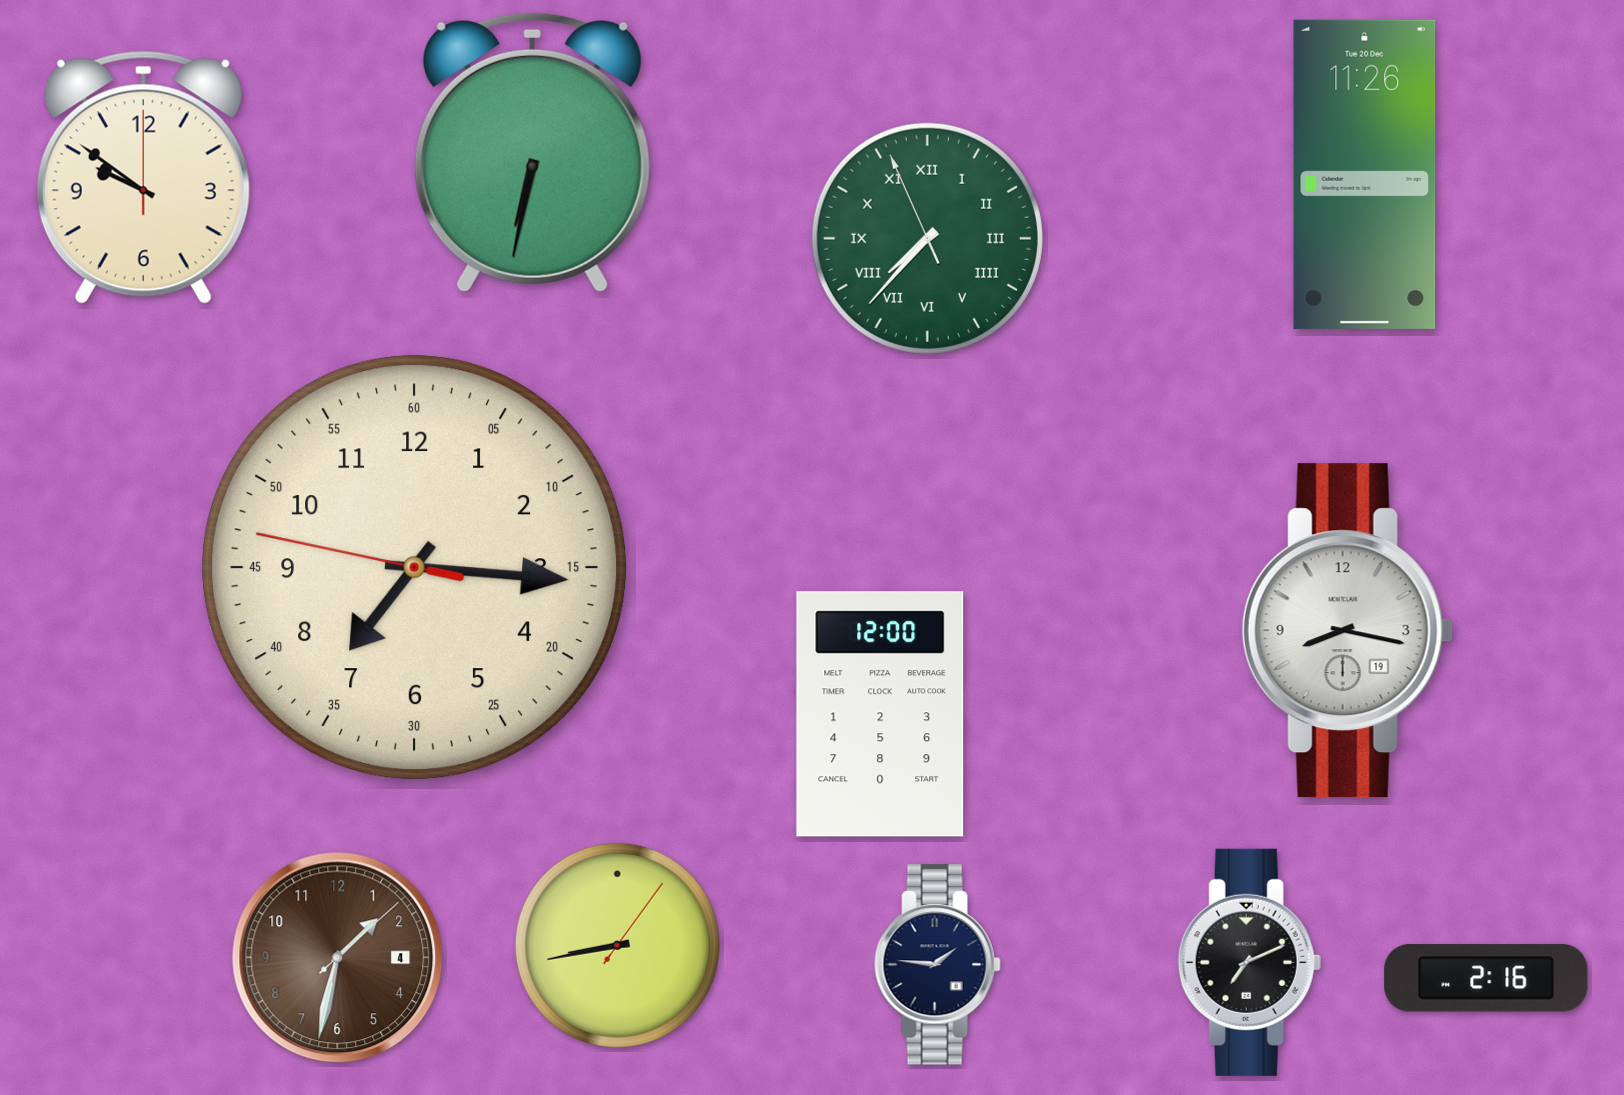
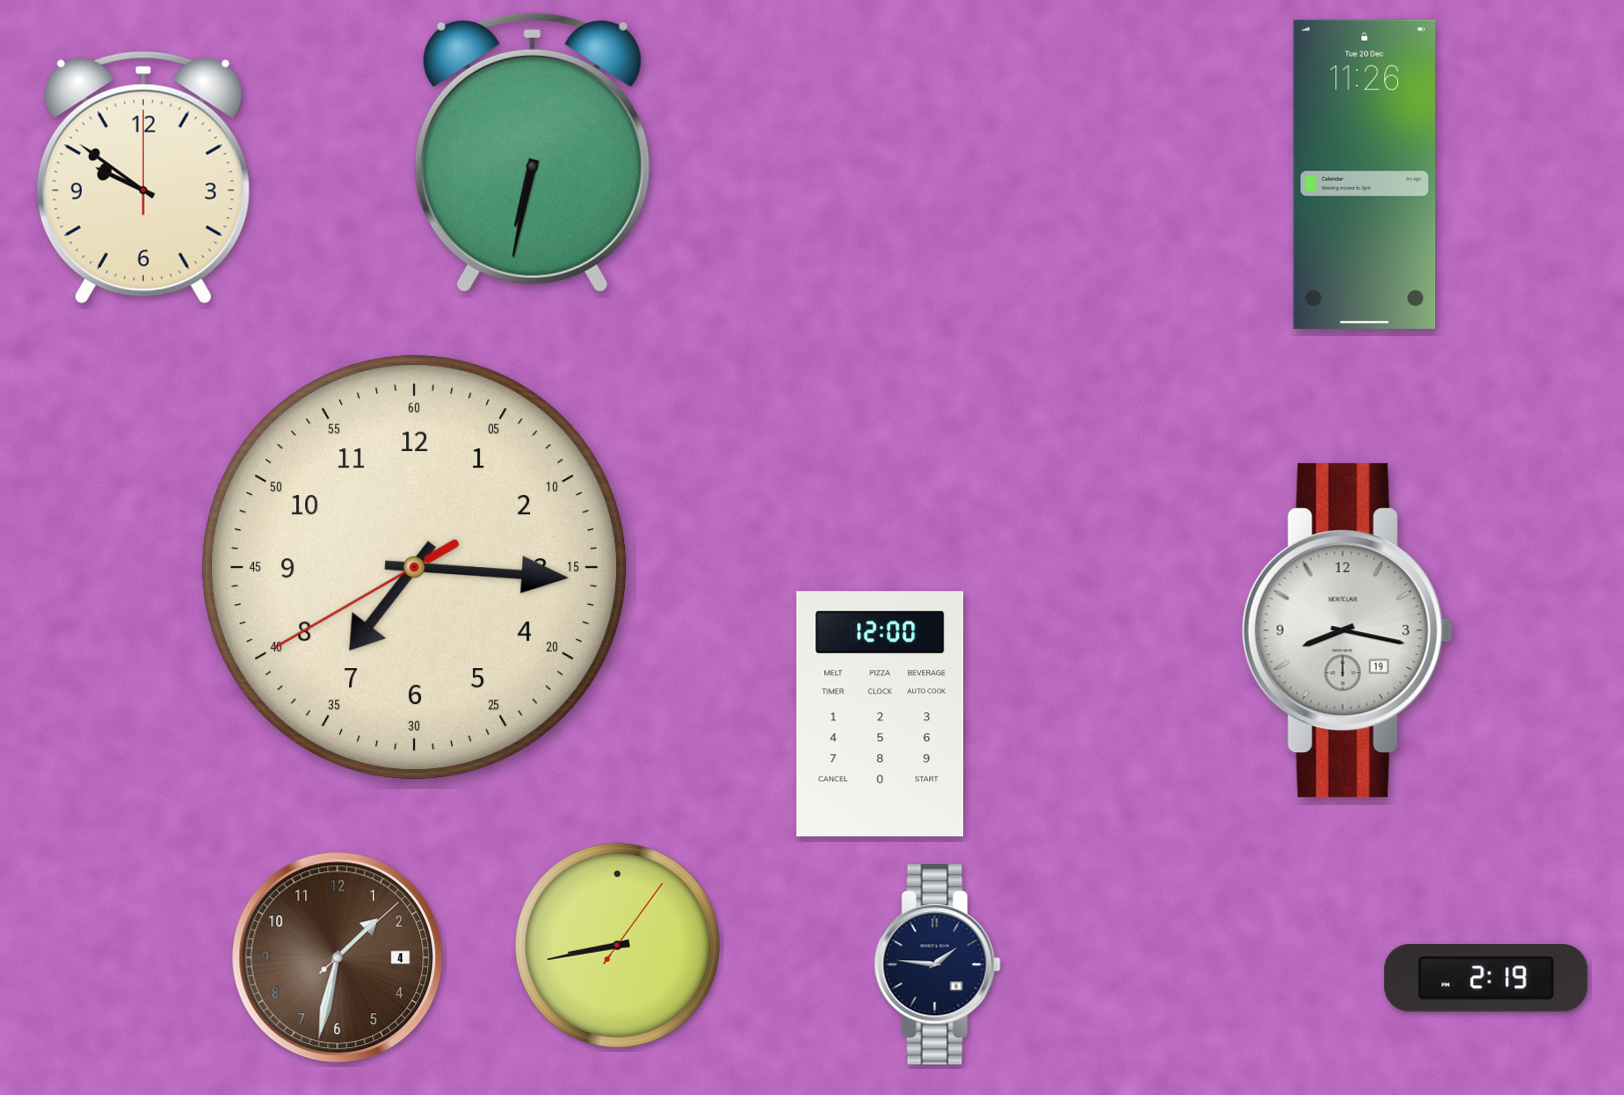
clock at (927, 238): 7:36 -> none
clock at (415, 568): 7:15:47 -> 7:15:40
clock at (1249, 962): 7:11 -> none
clock at (1486, 978): 2:16 -> 2:19
